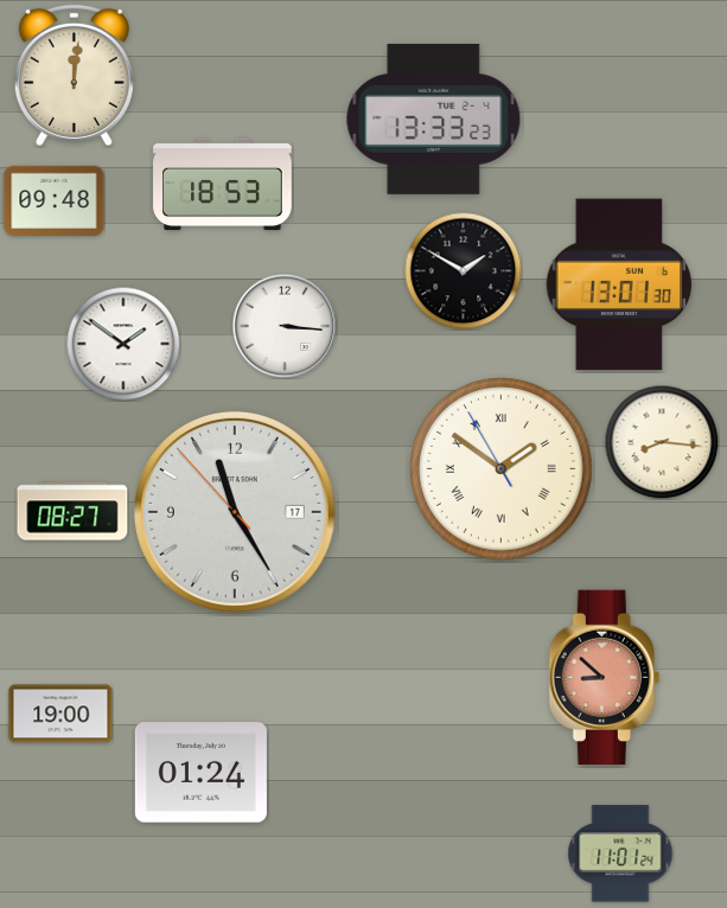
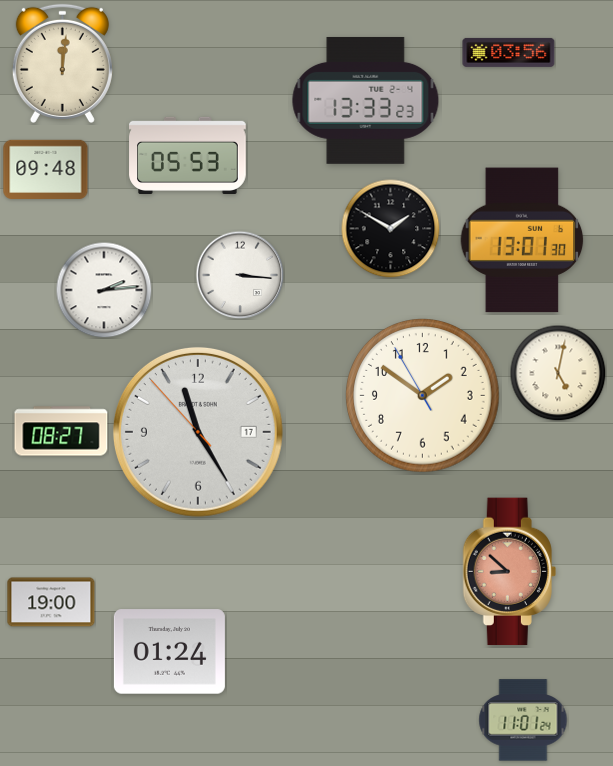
clock at (509, 52): none -> 03:56
clock at (223, 184): 18:53 -> 05:53
clock at (123, 344): 1:51 -> 2:14
clock at (662, 442): 8:16 -> 5:02
clock at (502, 469) numerals: Roman -> Arabic
